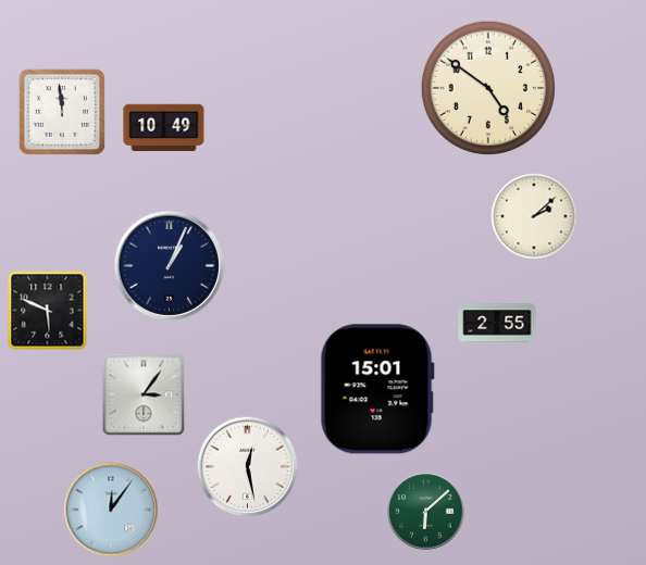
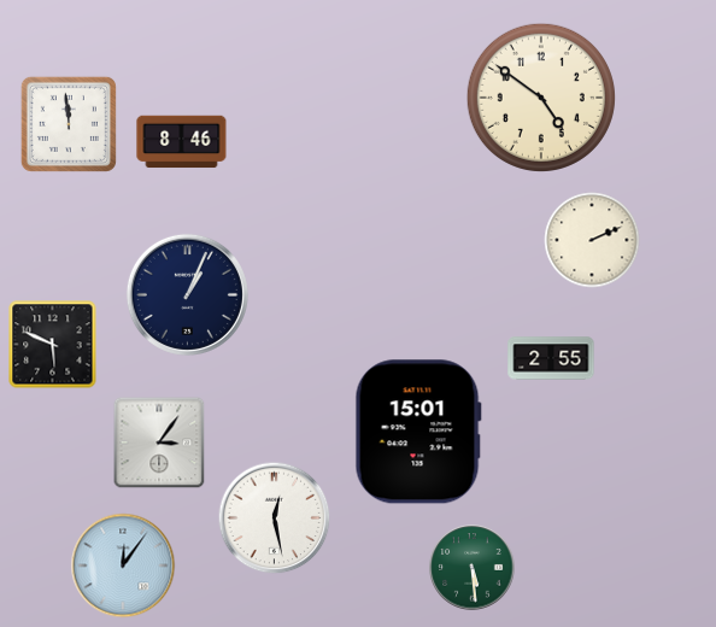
clock at (164, 128): 10:49 -> 8:46
clock at (534, 216): 2:08 -> 2:11
clock at (144, 394) position: (144, 394) -> (159, 443)
clock at (426, 512): 6:08 -> 5:29
